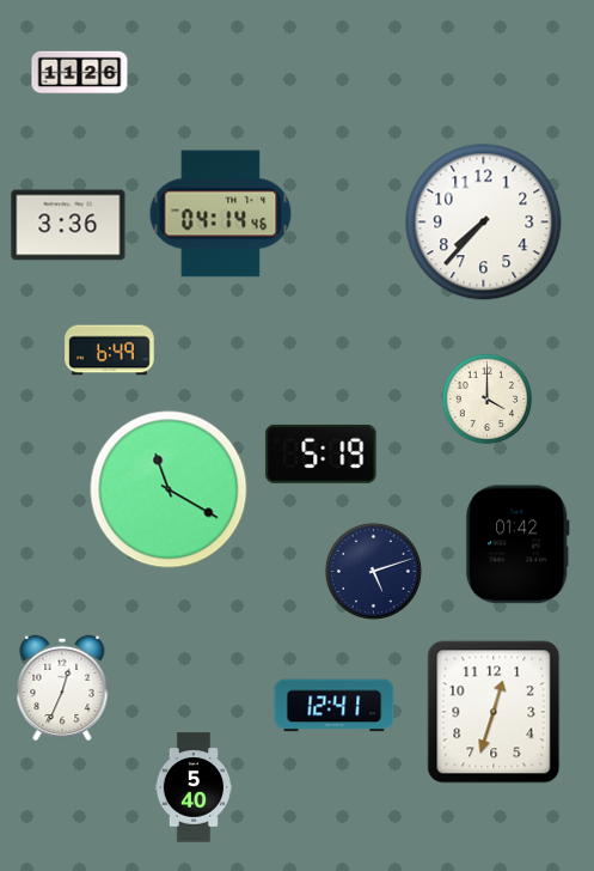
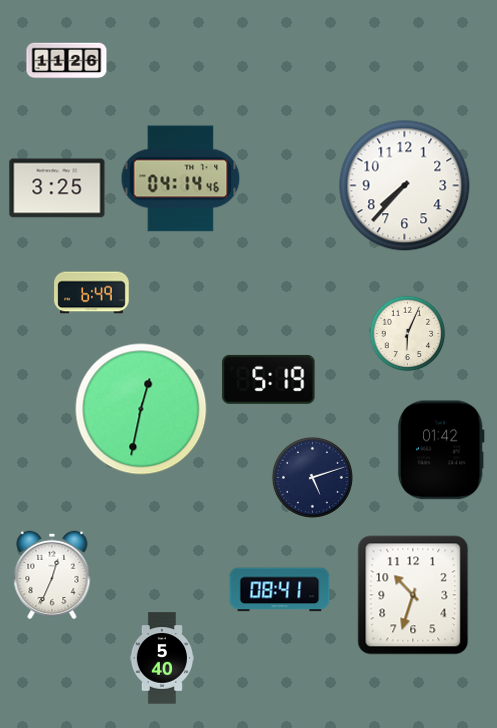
clock at (221, 214) position: (221, 214) -> (181, 179)
clock at (68, 225): 3:36 -> 3:25
clock at (488, 400): 4:00 -> 6:04
clock at (169, 489): 11:20 -> 12:32
clock at (518, 544) position: (518, 544) -> (441, 450)
clock at (335, 706): 12:41 -> 08:41
clock at (494, 712): 12:33 -> 10:33
